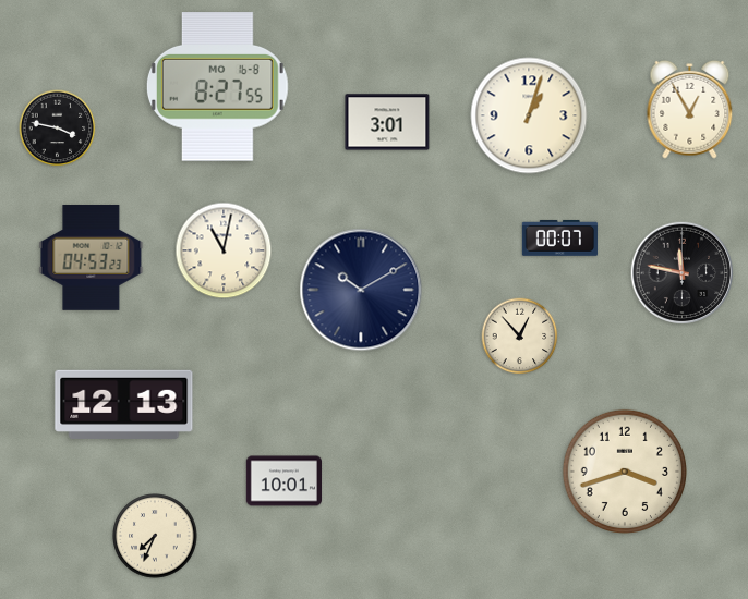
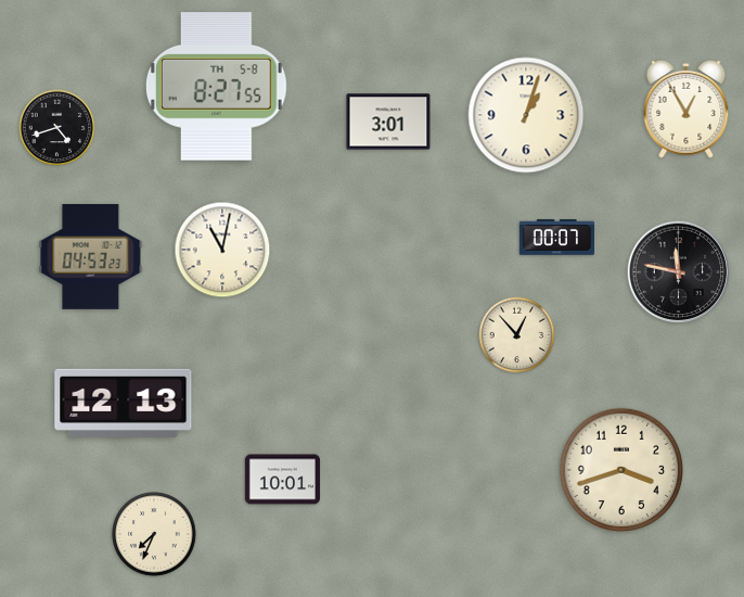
clock at (217, 87) date: MO 16-8 -> TH 5-8
clock at (387, 122) position: (387, 122) -> (388, 122)
clock at (58, 129): 3:47 -> 4:42
clock at (361, 290): 10:10 -> none
